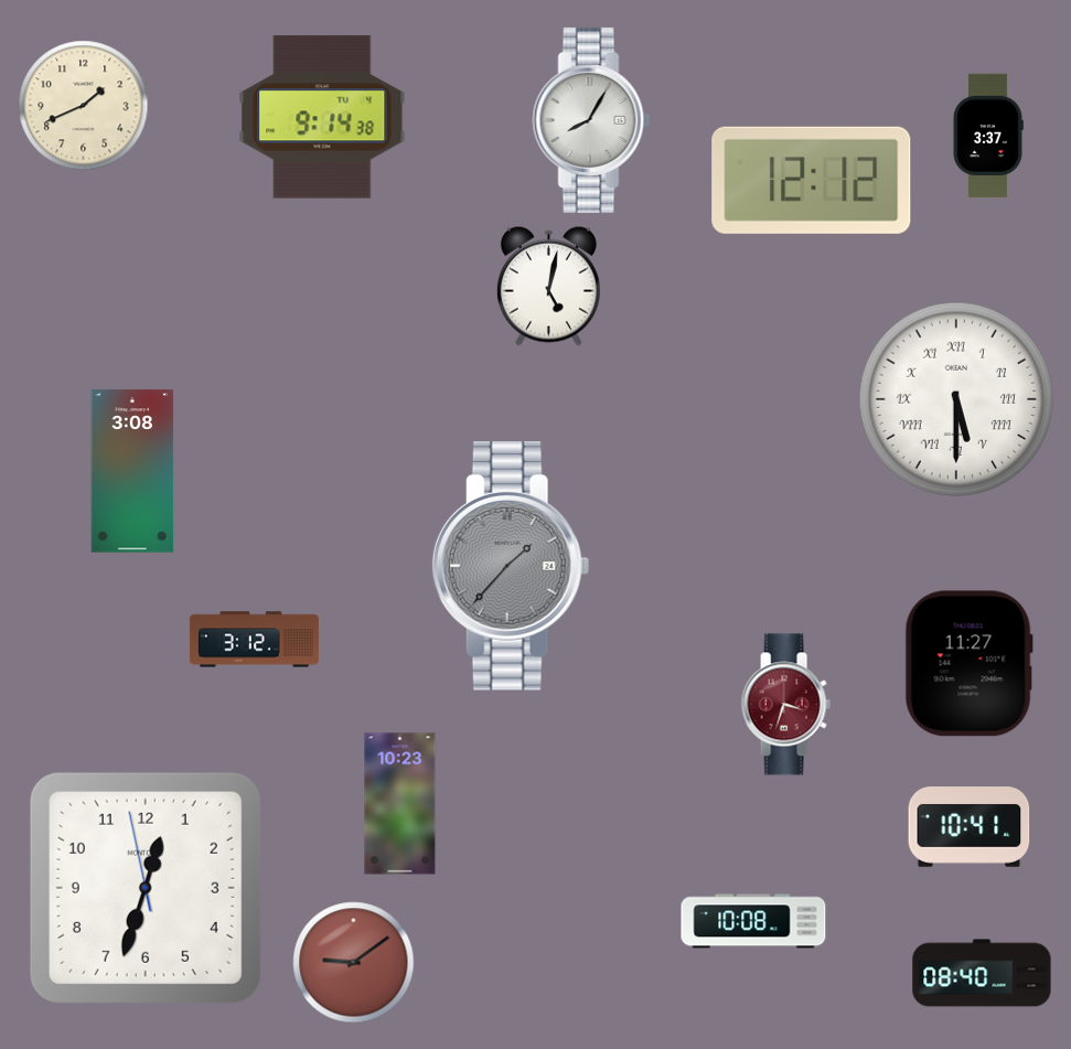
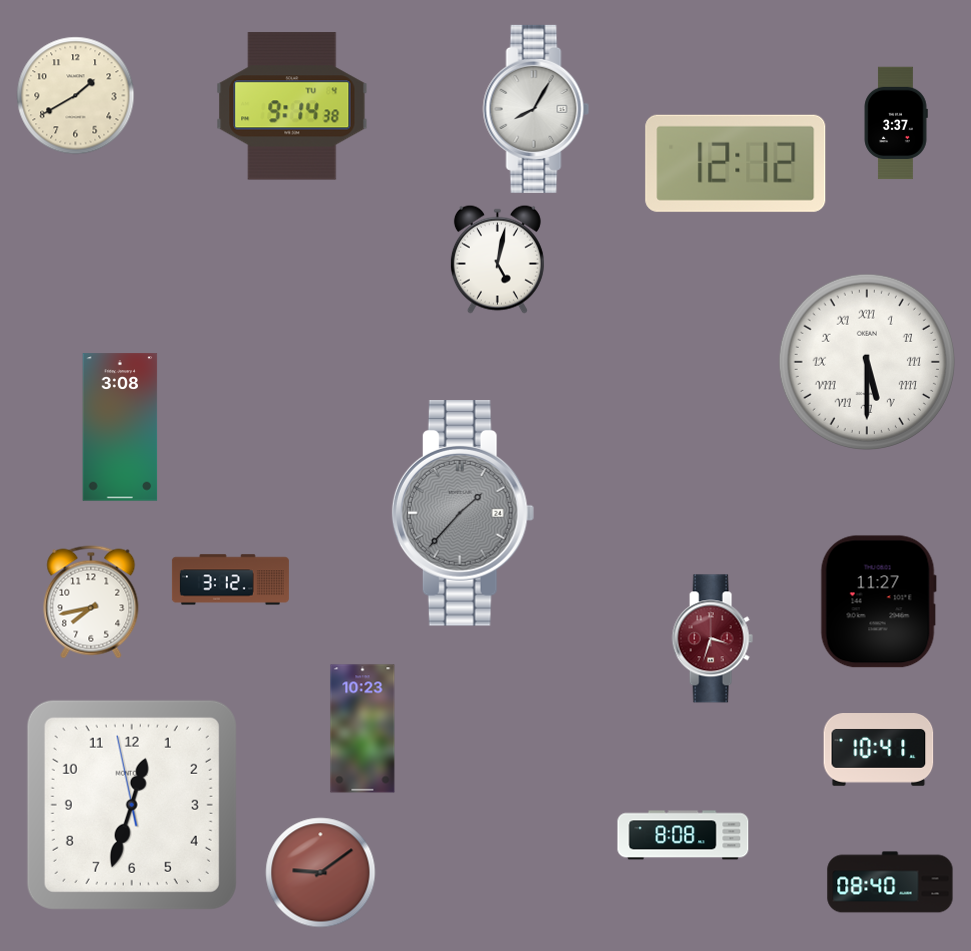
clock at (84, 106): 1:41 -> 1:40
clock at (91, 602): none -> 7:43
clock at (753, 921): 10:08 -> 8:08
